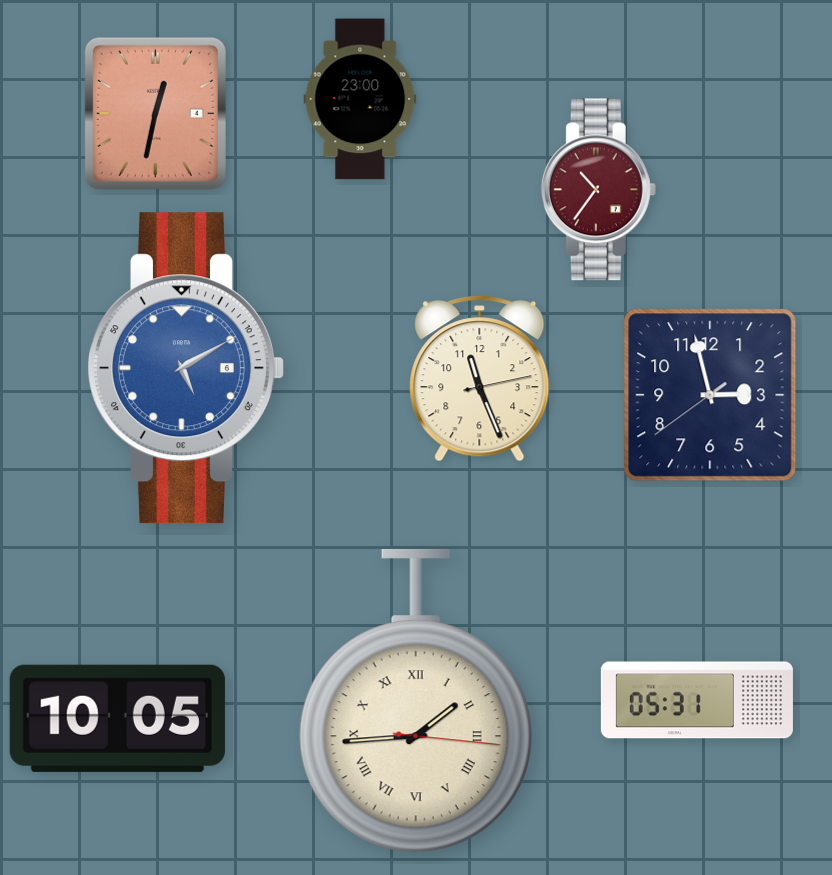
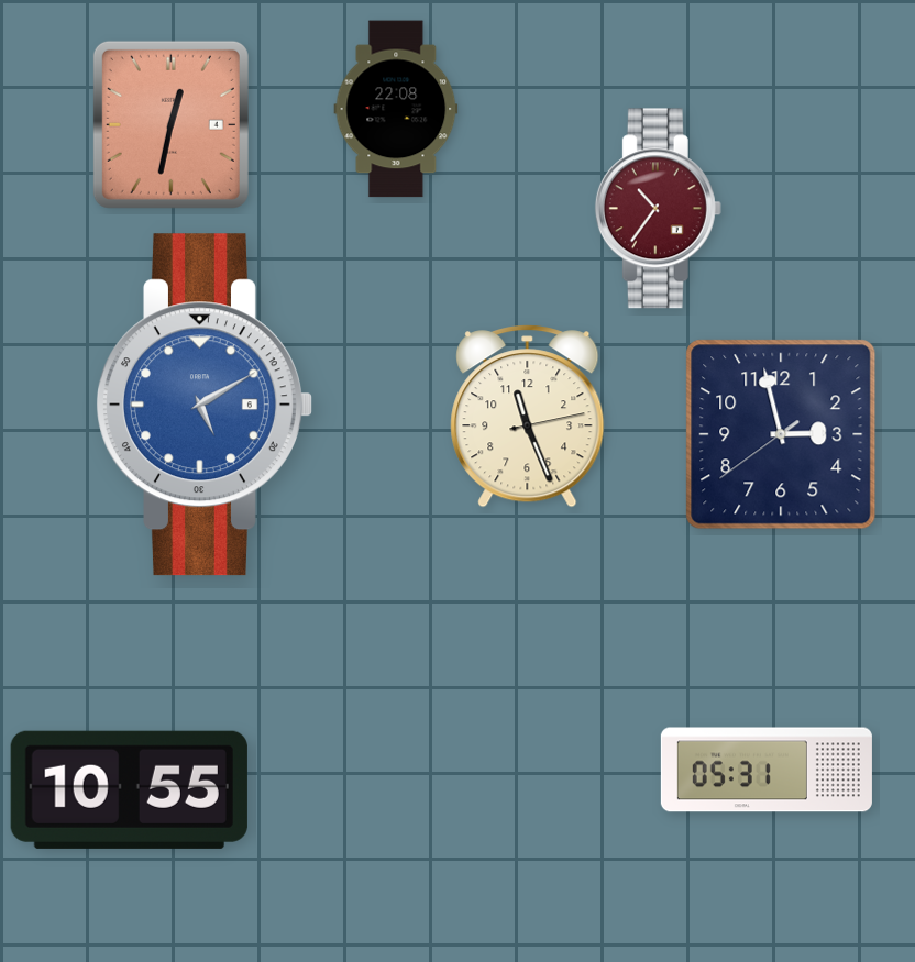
clock at (360, 99): 23:00 -> 22:08
clock at (416, 701): 1:44 -> none
clock at (117, 718): 10:05 -> 10:55
